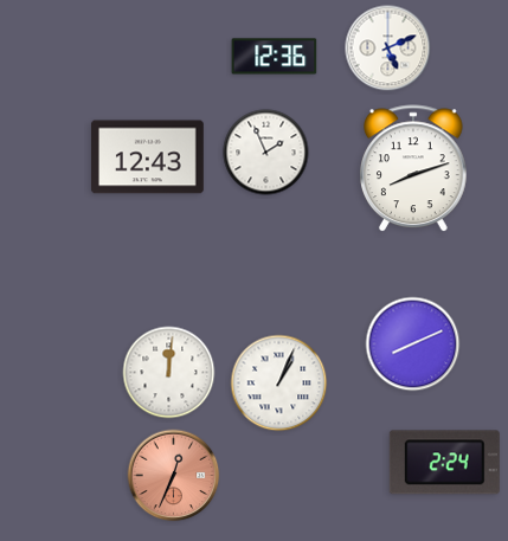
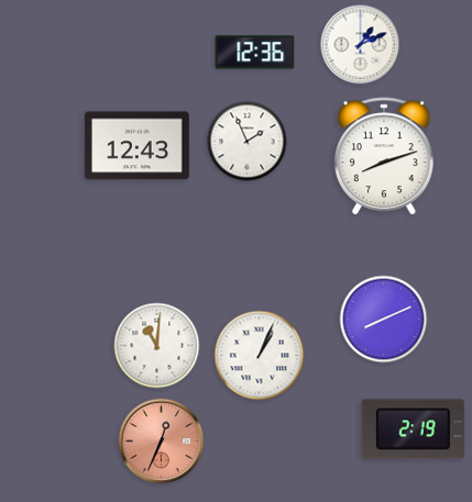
clock at (388, 49): 5:11 -> 1:11
clock at (169, 373): 12:01 -> 11:01
clock at (444, 463): 2:24 -> 2:19
